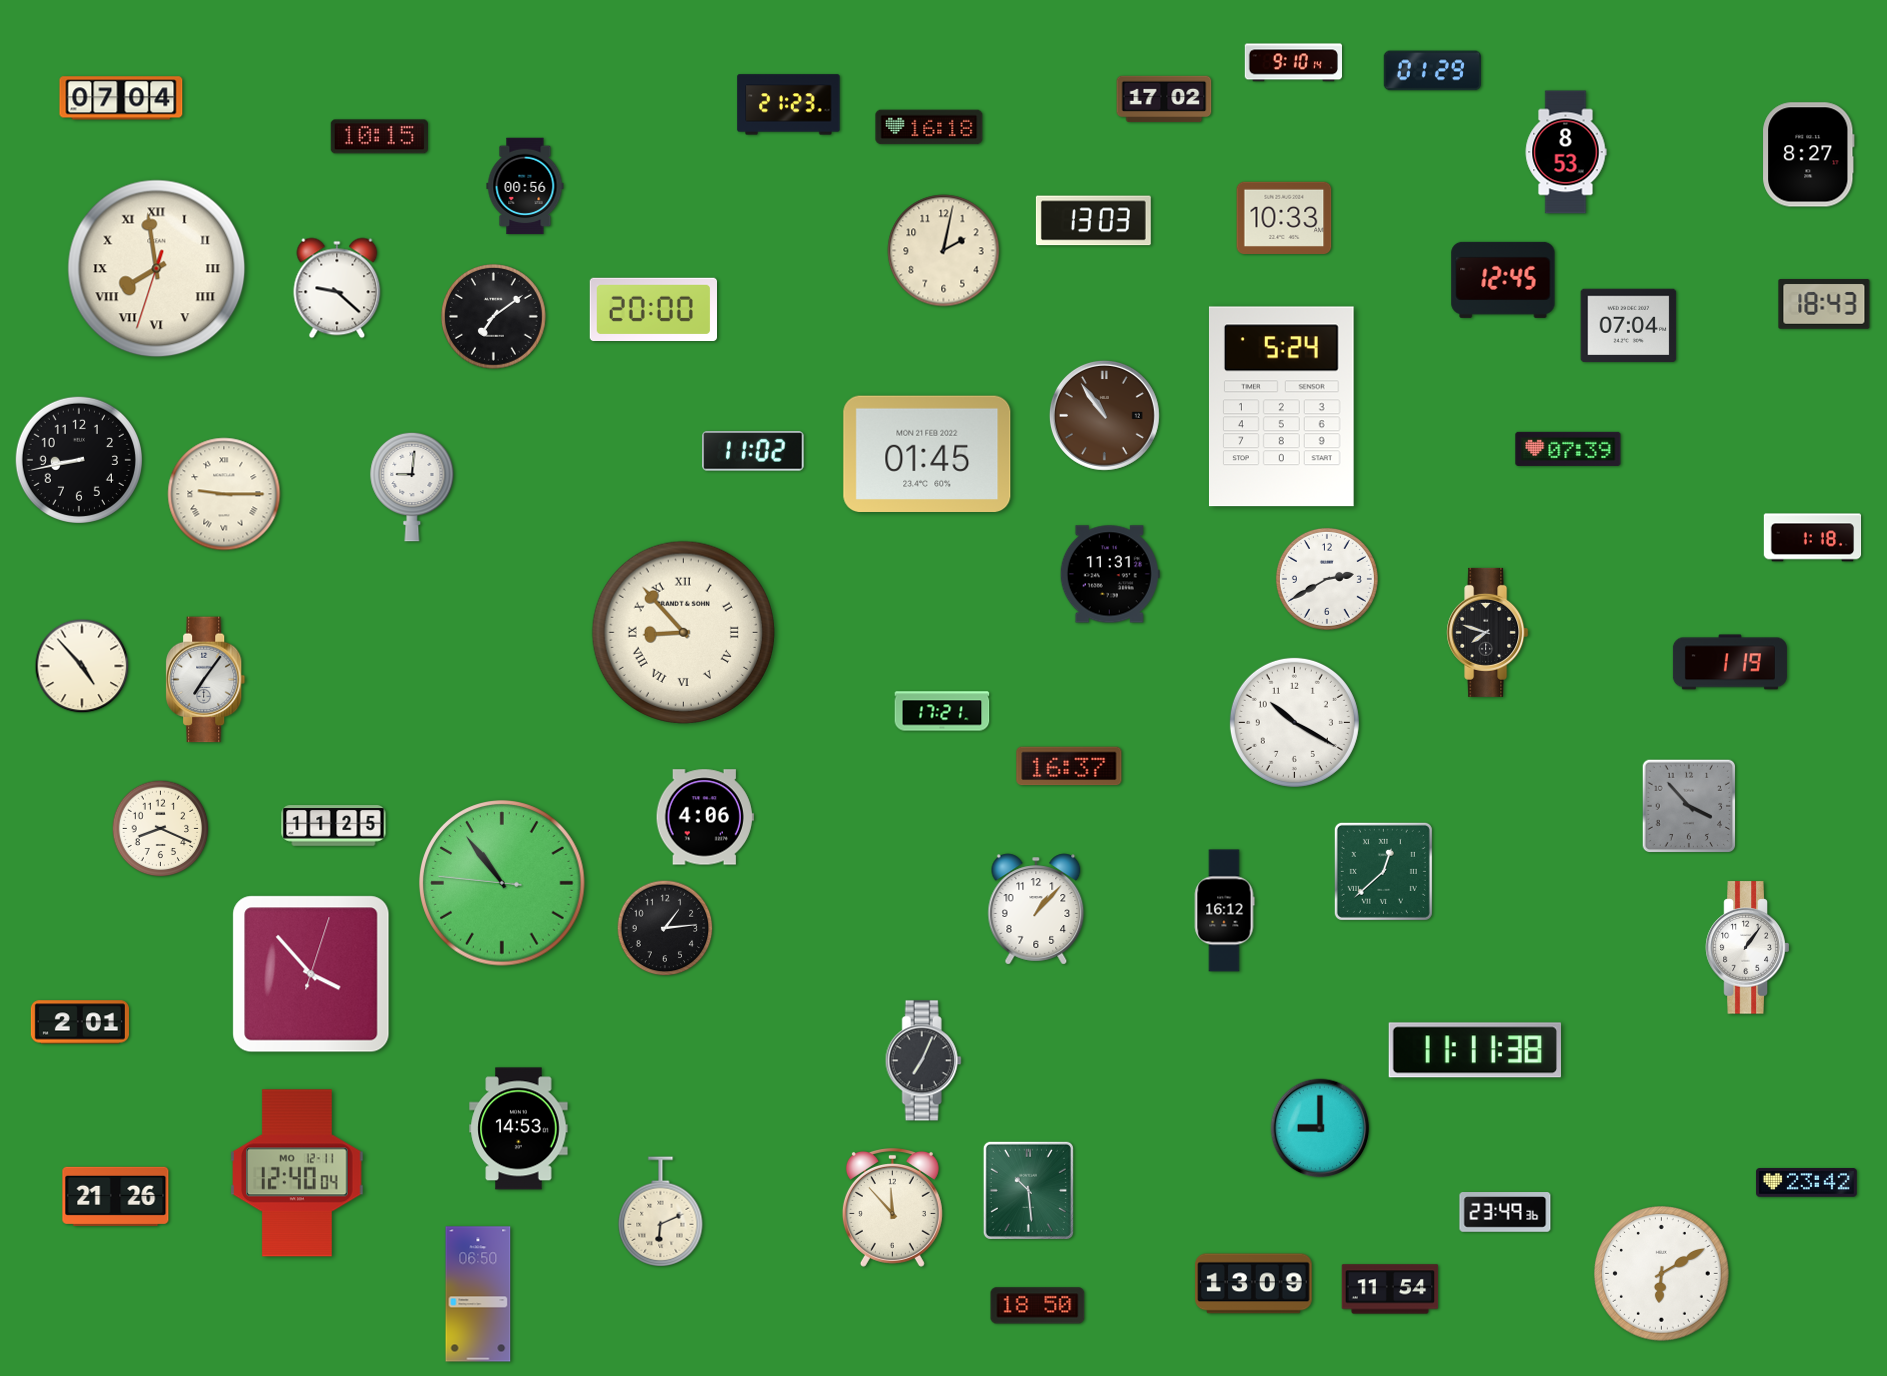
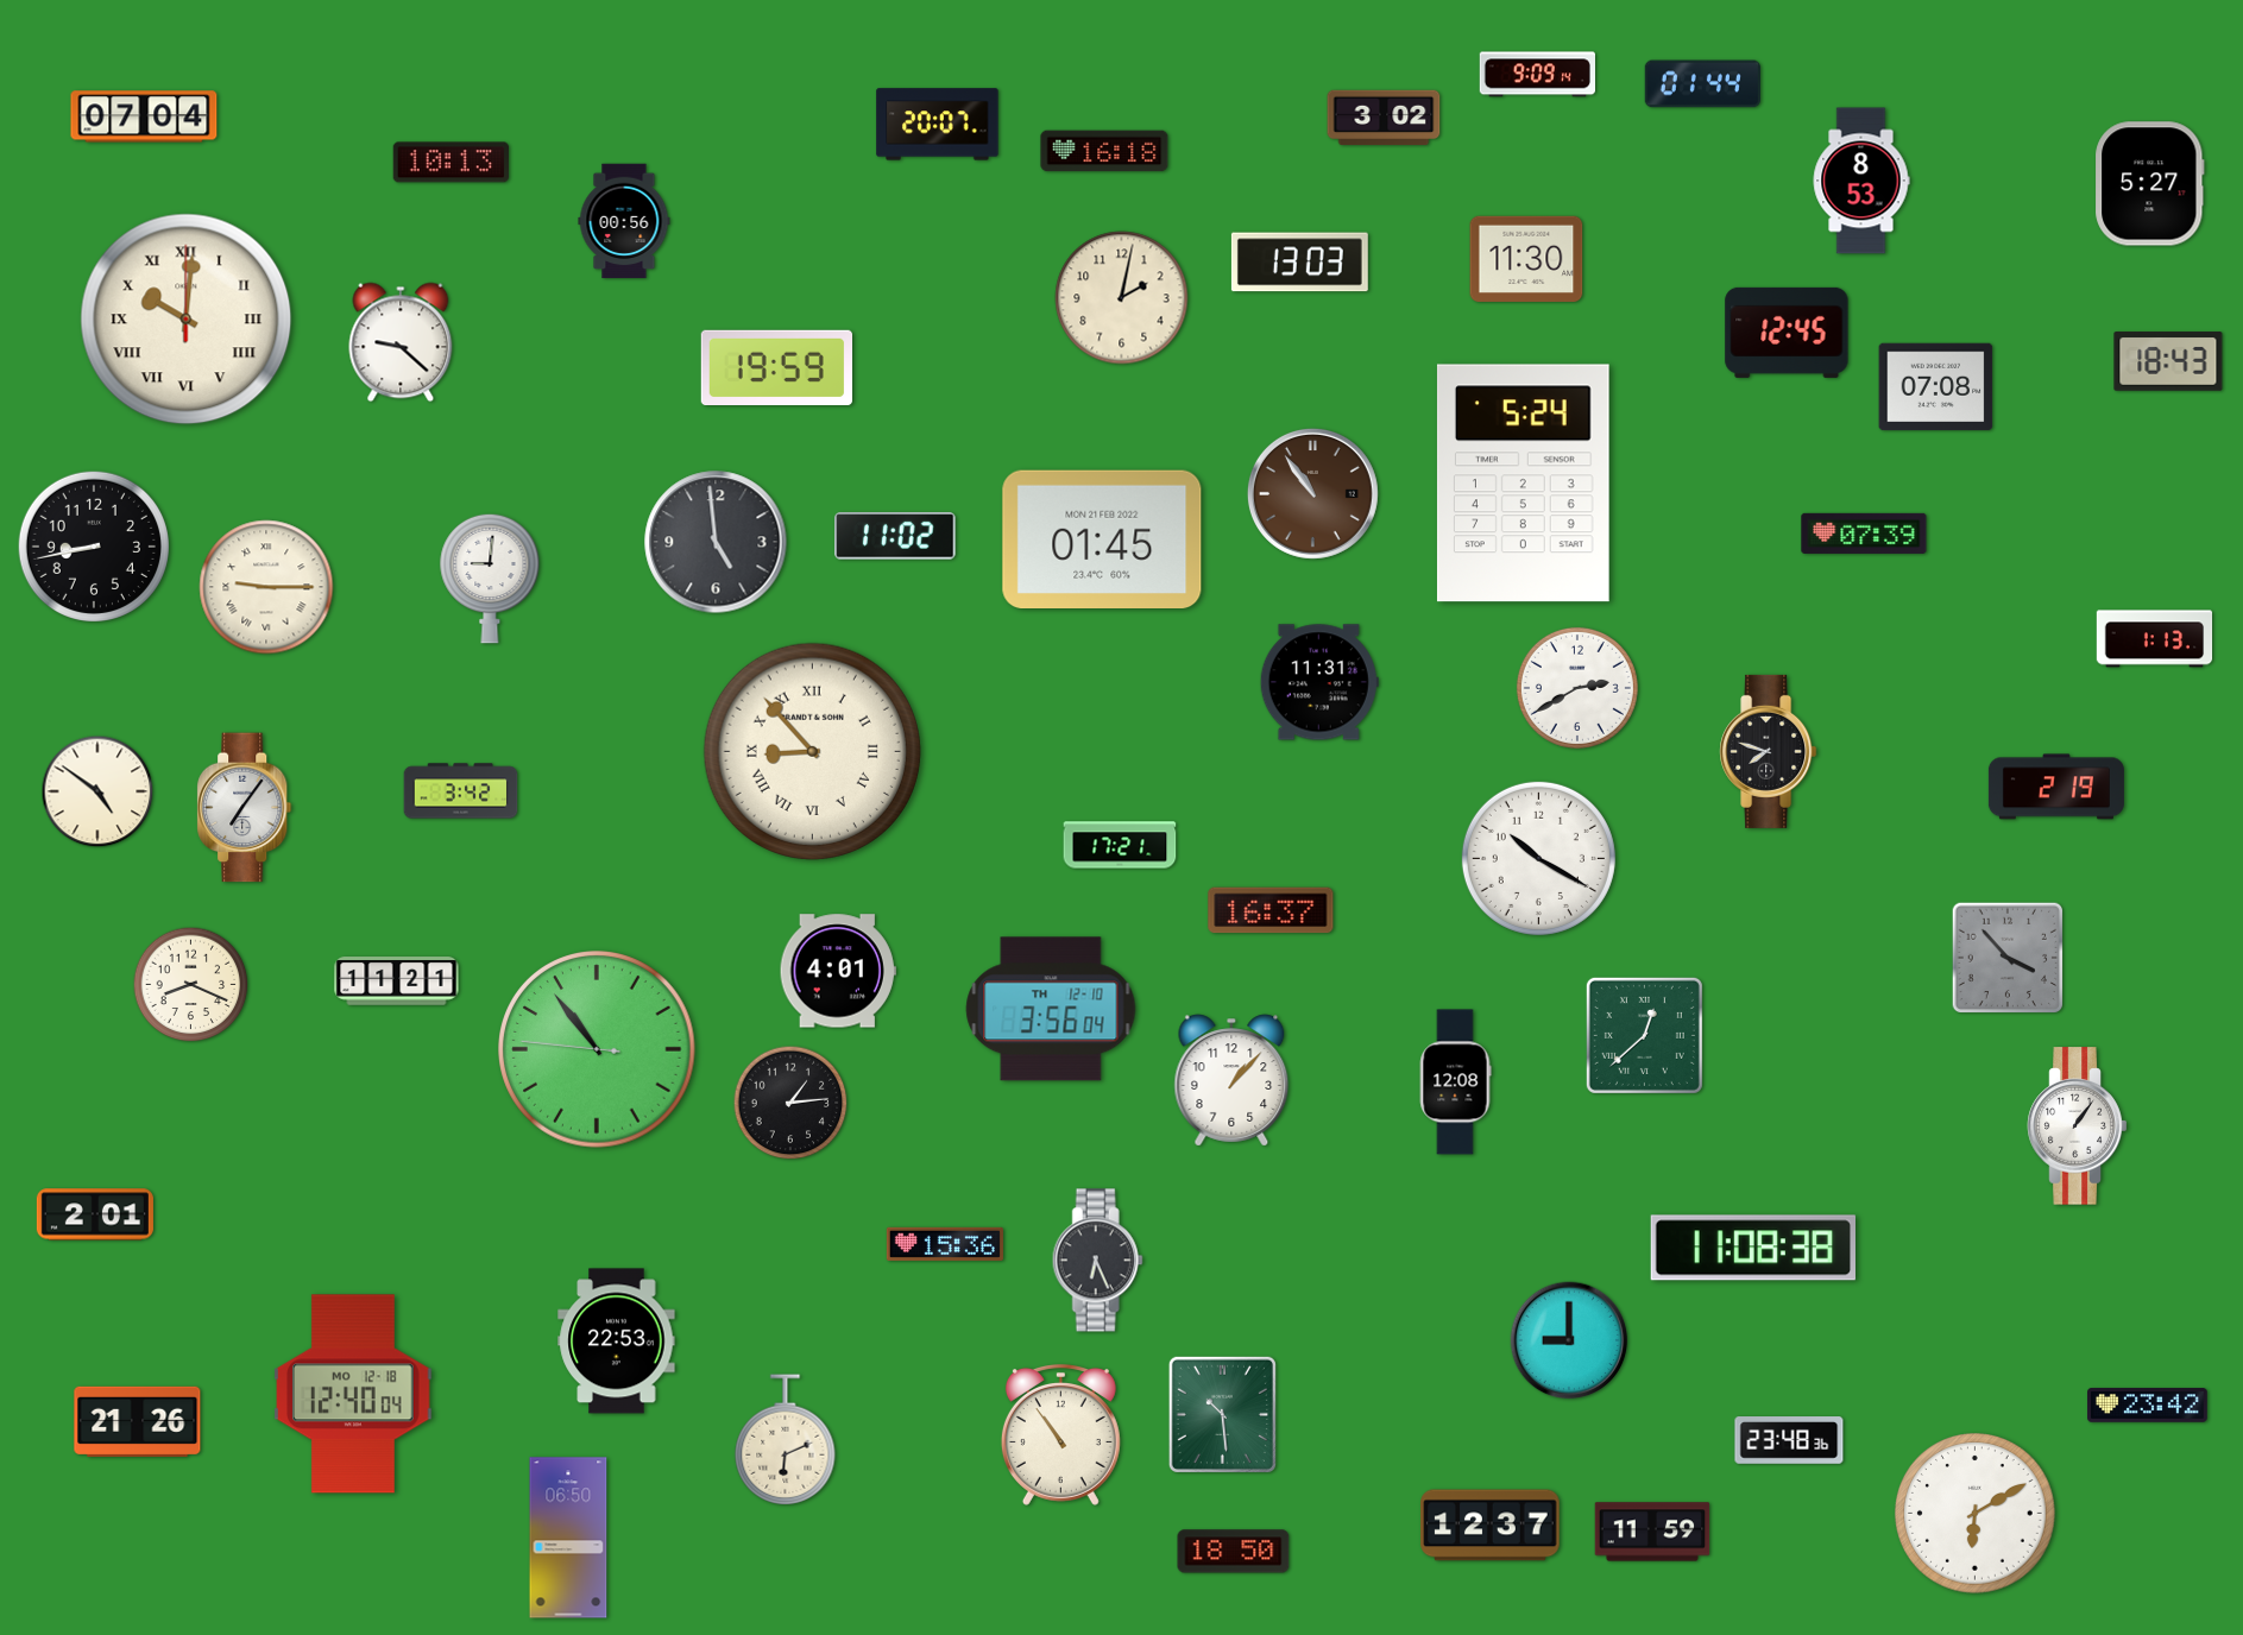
clock at (1293, 63): 9:10 -> 9:09
clock at (1432, 71): 01:29 -> 01:44
clock at (1164, 99): 17:02 -> 3:02
clock at (789, 105): 21:23 -> 20:07
clock at (379, 137): 10:15 -> 10:13
clock at (1809, 155): 8:27 -> 5:27
clock at (1284, 217): 10:33 -> 11:30
clock at (157, 269): 7:58 -> 10:01
clock at (653, 309): 20:00 -> 19:59
clock at (494, 317): 7:09 -> none
clock at (1629, 326): 07:04 -> 07:08
clock at (716, 542): none -> 4:59
clock at (1813, 538): 1:18 -> 1:13
clock at (1730, 662): 1:19 -> 2:19
clock at (82, 666): 4:53 -> 4:51
clock at (461, 791): none -> 3:42
clock at (705, 817): 4:06 -> 4:01
clock at (334, 826): 11:25 -> 11:21
clock at (1051, 1009): none -> 3:56
clock at (1224, 911): 16:12 -> 12:08
clock at (311, 974): 3:53 -> none
clock at (945, 1244): none -> 15:36
clock at (1474, 1050): 11:11 -> 11:08
clock at (923, 1061): 7:04 -> 6:26
clock at (519, 1129): 14:53 -> 22:53
clock at (297, 1173) date: MO 12-11 -> MO 12-18
clock at (892, 1207): 11:53 -> 10:54
clock at (1505, 1212): 23:49 -> 23:48
clock at (1254, 1284): 13:09 -> 12:37
clock at (1390, 1289): 11:54 -> 11:59
